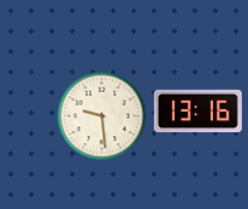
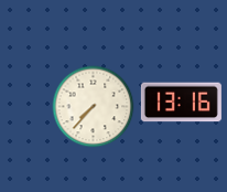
clock at (102, 117): 9:29 -> 7:37
